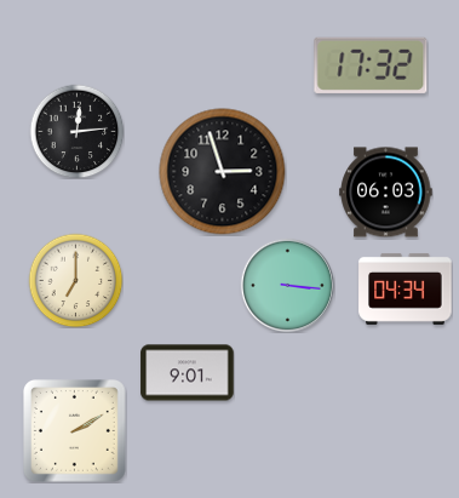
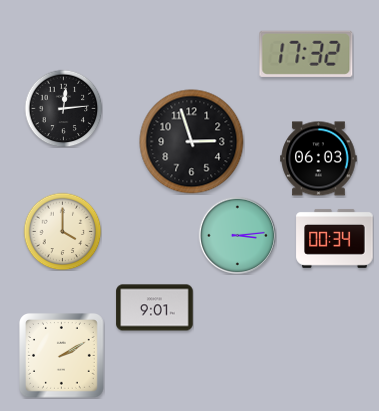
clock at (223, 172) position: (223, 172) -> (192, 142)
clock at (75, 280): 7:00 -> 4:00
clock at (287, 285): 3:16 -> 3:14
clock at (406, 290): 04:34 -> 00:34
